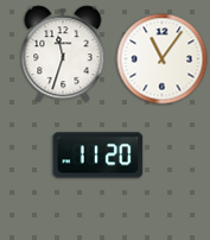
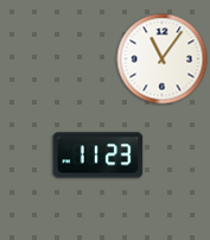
clock at (63, 53): 11:33 -> none
clock at (98, 156): 11:20 -> 11:23
